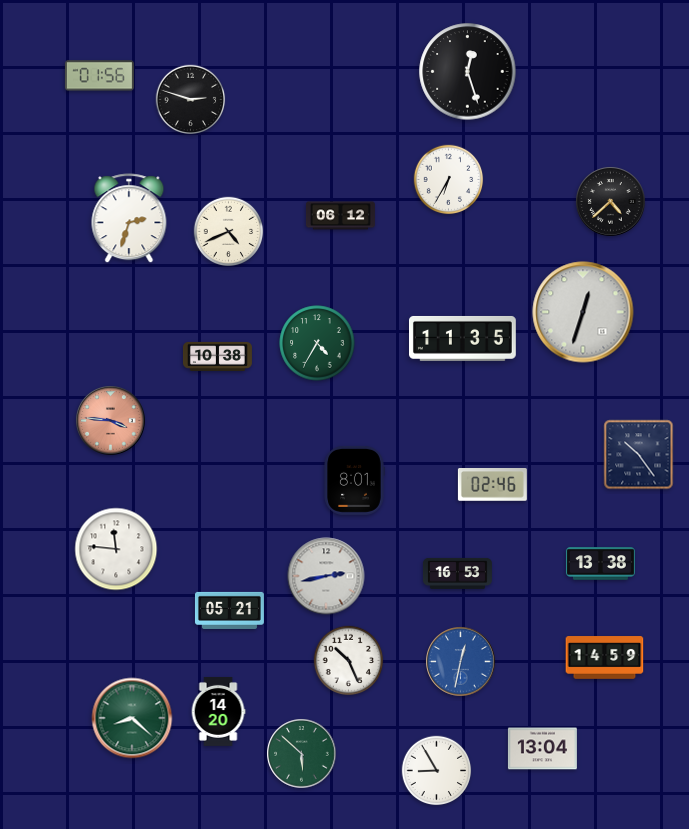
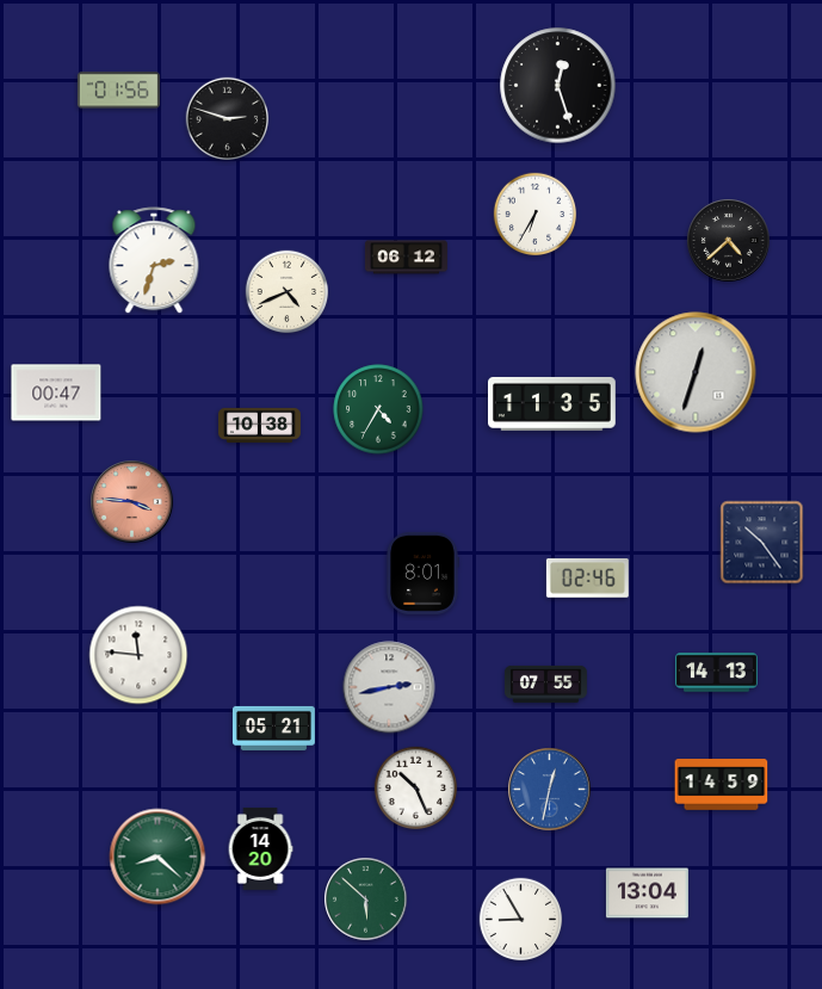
clock at (229, 232) position: (229, 232) -> (288, 292)
clock at (56, 392): none -> 00:47
clock at (600, 564): 13:38 -> 14:13
clock at (457, 573): 16:53 -> 07:55
clock at (302, 754) position: (302, 754) -> (366, 900)
